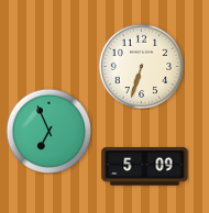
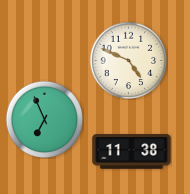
clock at (141, 66): 6:33 -> 4:49
clock at (145, 167): 5:09 -> 11:38
